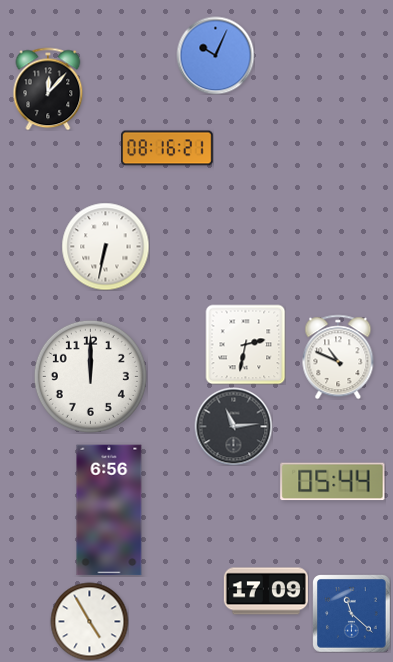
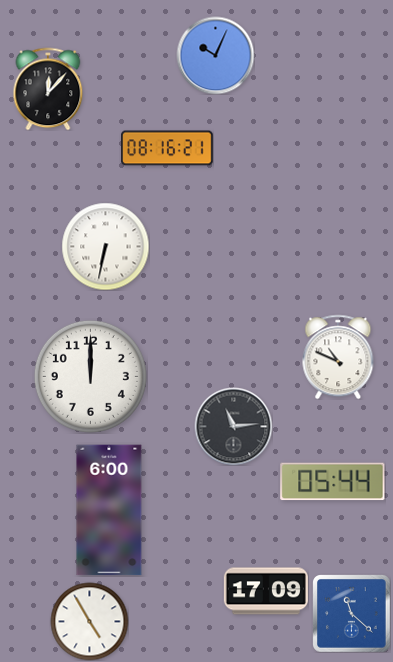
clock at (245, 344): 2:32 -> none
clock at (109, 510): 6:56 -> 6:00
